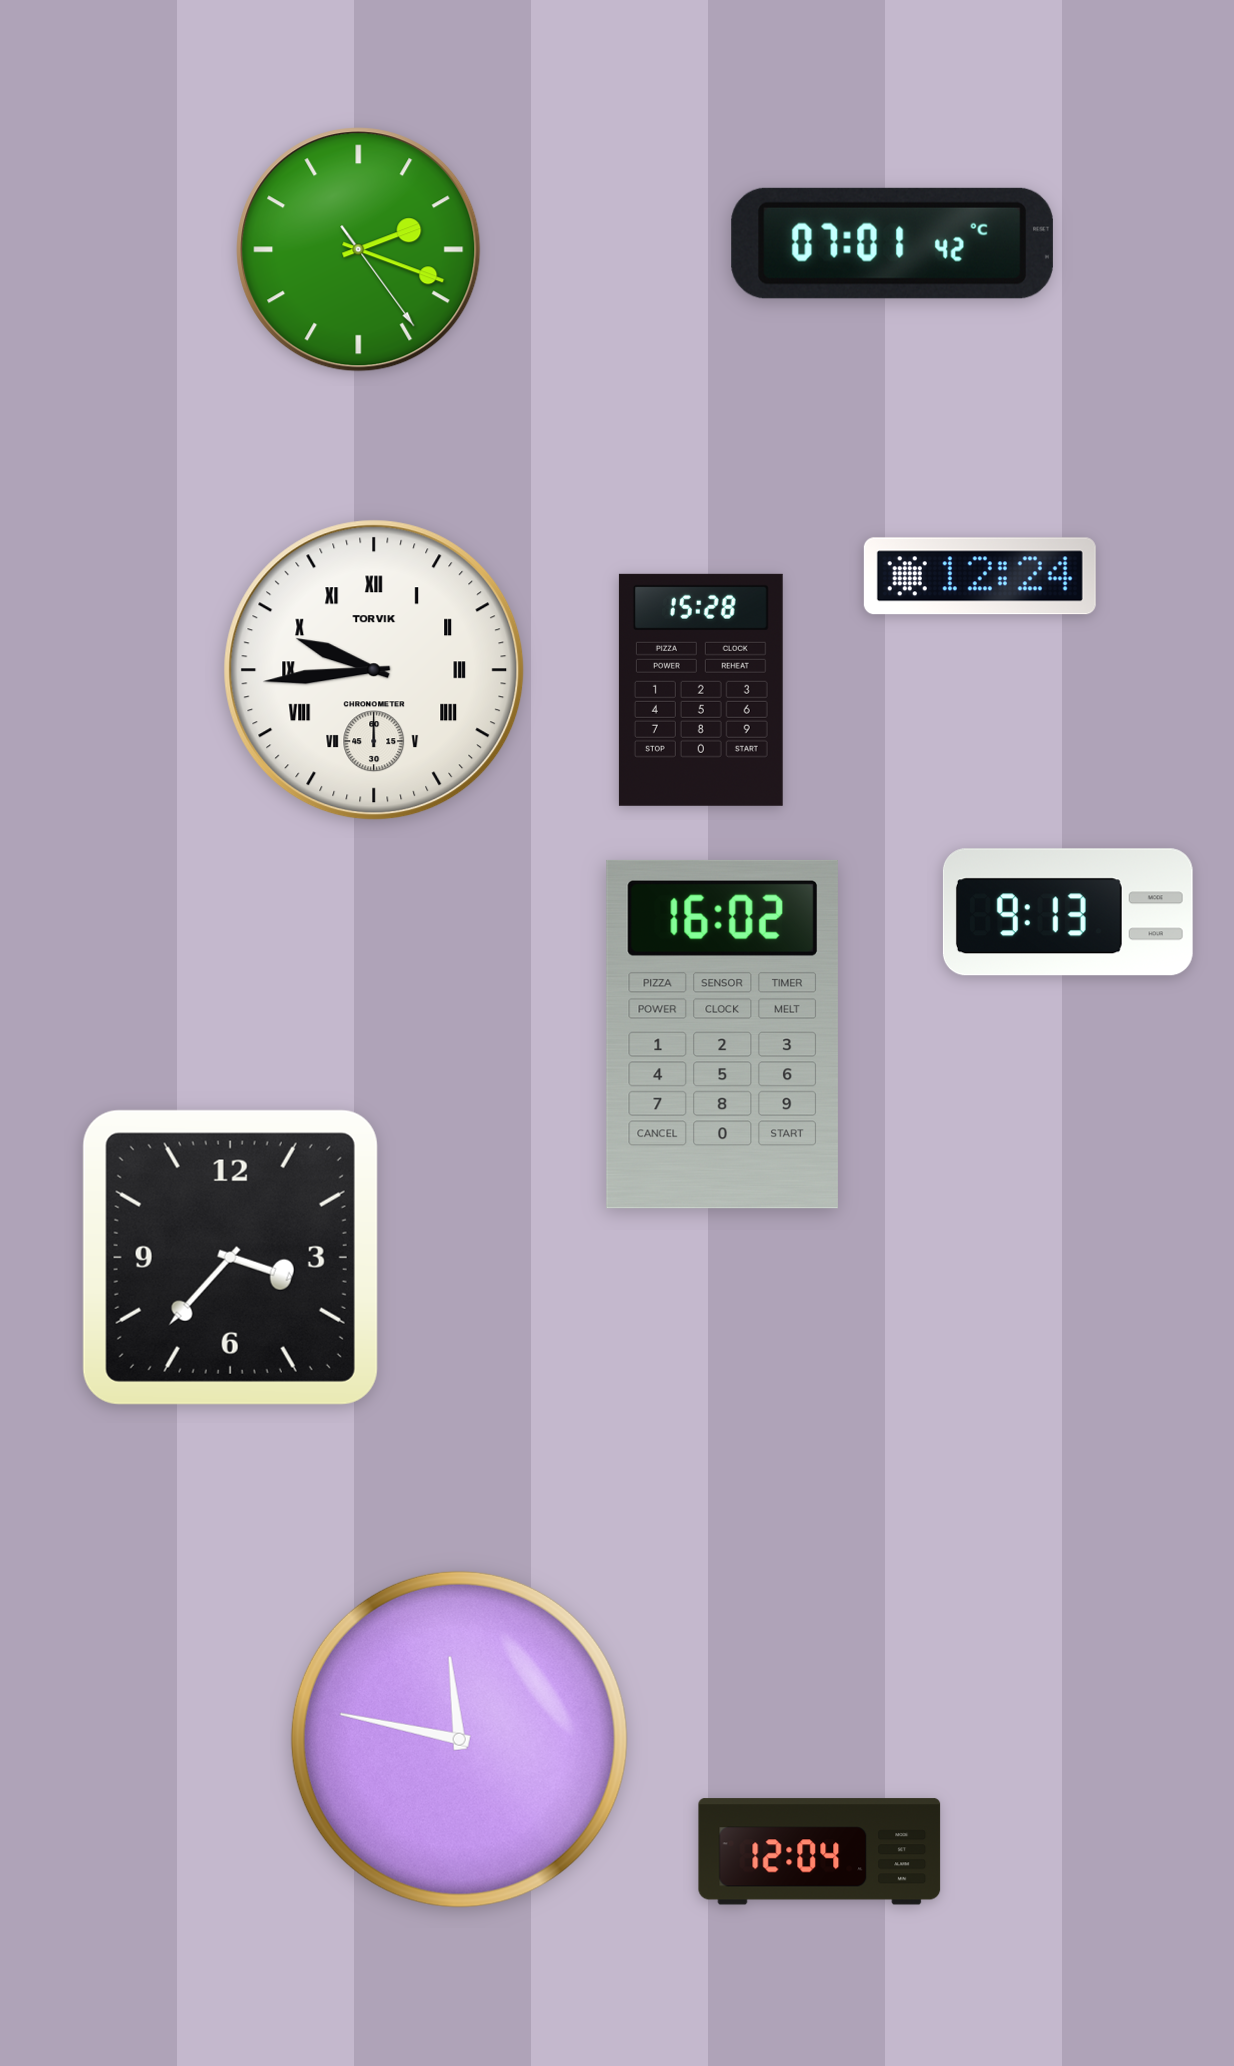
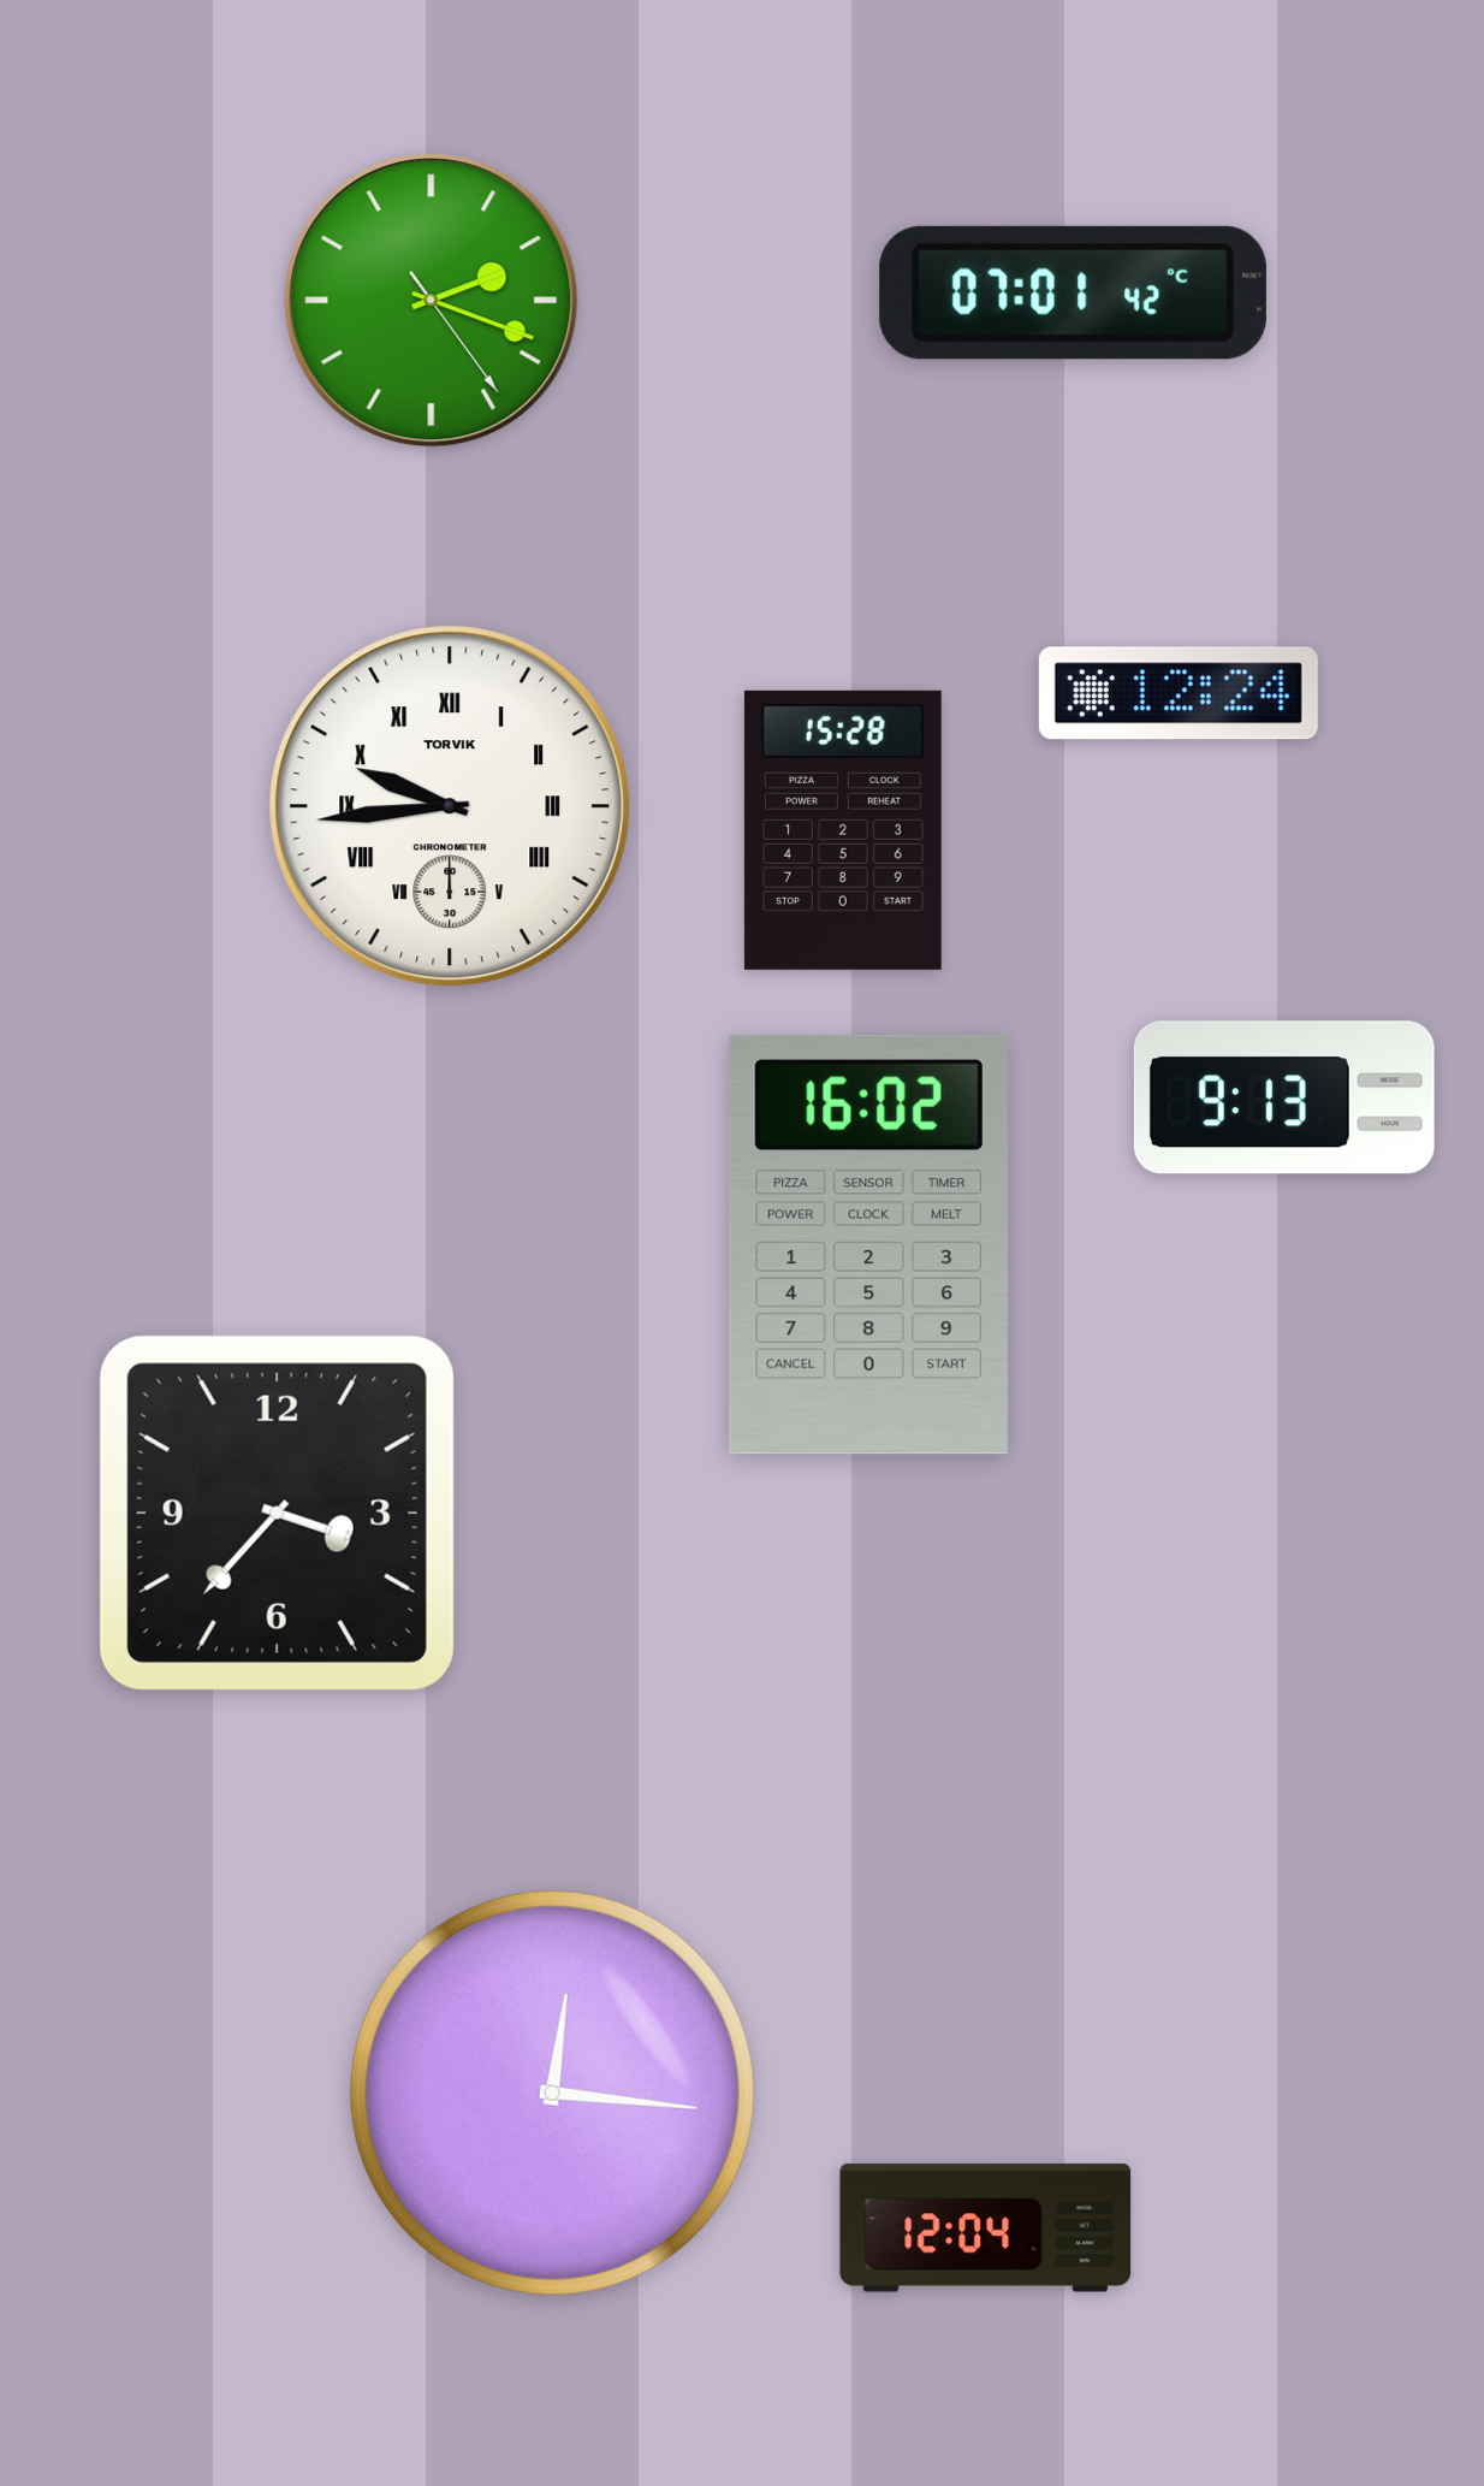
clock at (459, 1739): 11:47 -> 12:16
